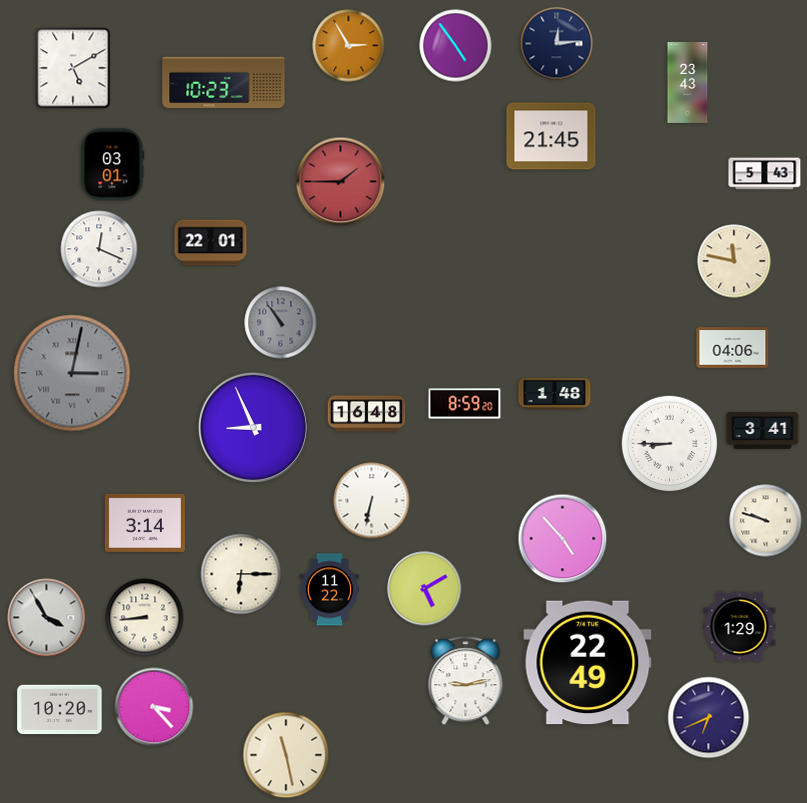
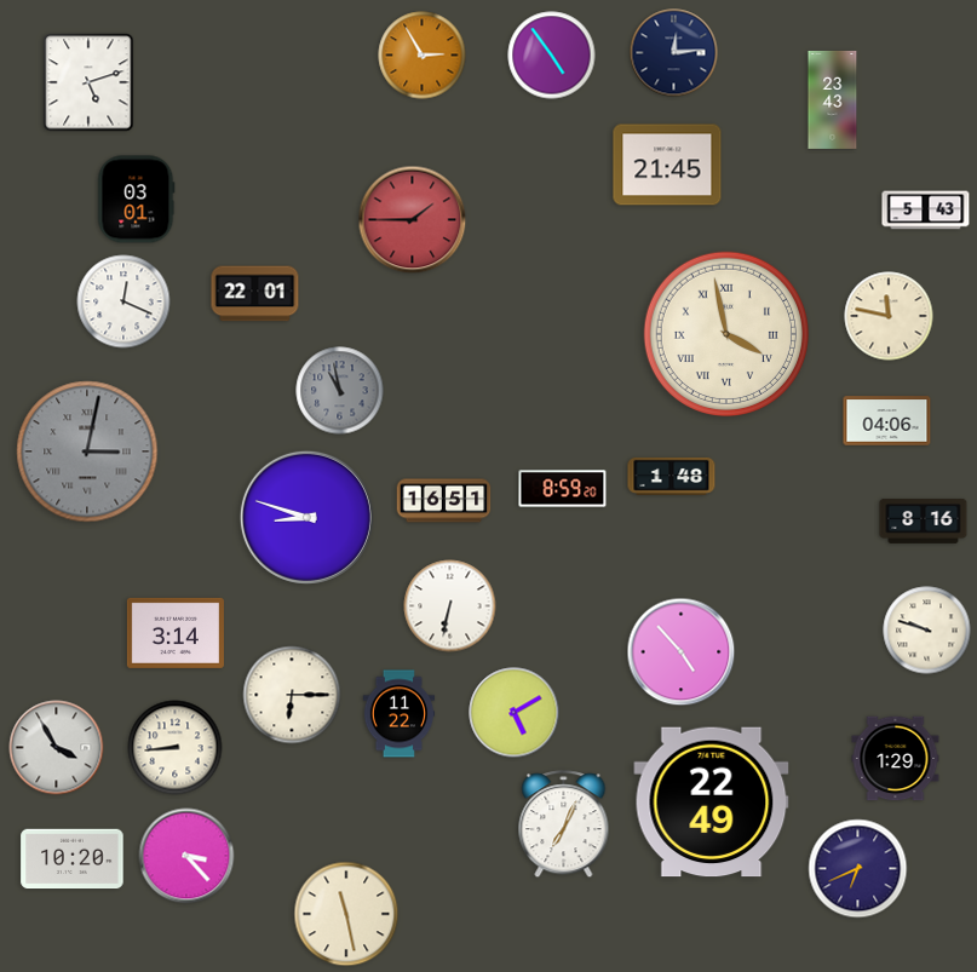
clock at (73, 68): 5:10 -> 5:12
clock at (224, 83): 10:23 -> none
clock at (99, 249) position: (99, 249) -> (123, 301)
clock at (725, 333): none -> 3:58
clock at (281, 323): 10:54 -> 10:58
clock at (367, 414): 16:48 -> 16:51
clock at (253, 427): 8:56 -> 8:48
clock at (763, 430): 3:41 -> 8:16
clock at (670, 444): 8:45 -> none
clock at (466, 681): 9:13 -> 7:04
